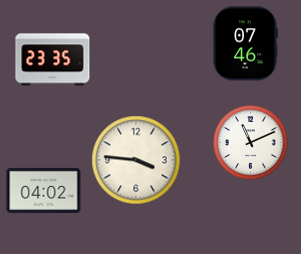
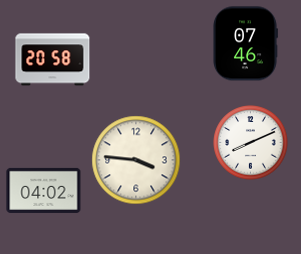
clock at (53, 60): 23:35 -> 20:58
clock at (251, 143): 11:11 -> 8:11
